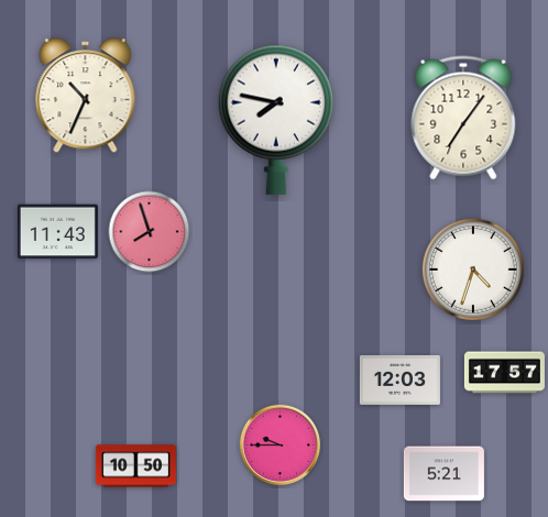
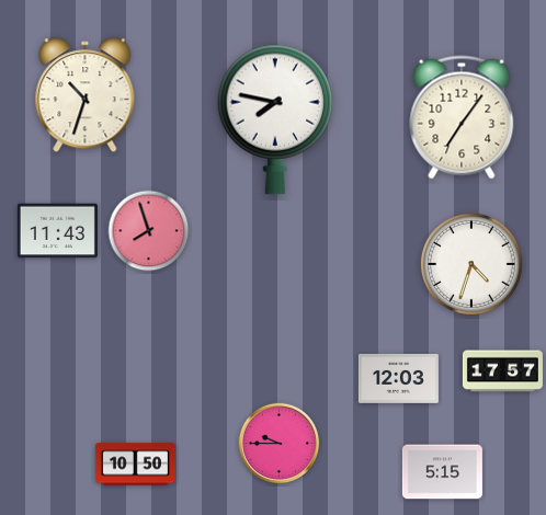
clock at (86, 96): 10:34 -> 10:33
clock at (473, 269) position: (473, 269) -> (471, 264)
clock at (443, 474): 5:21 -> 5:15
